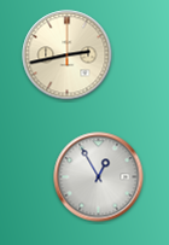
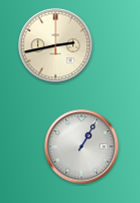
clock at (99, 177): 12:55 -> 1:05
